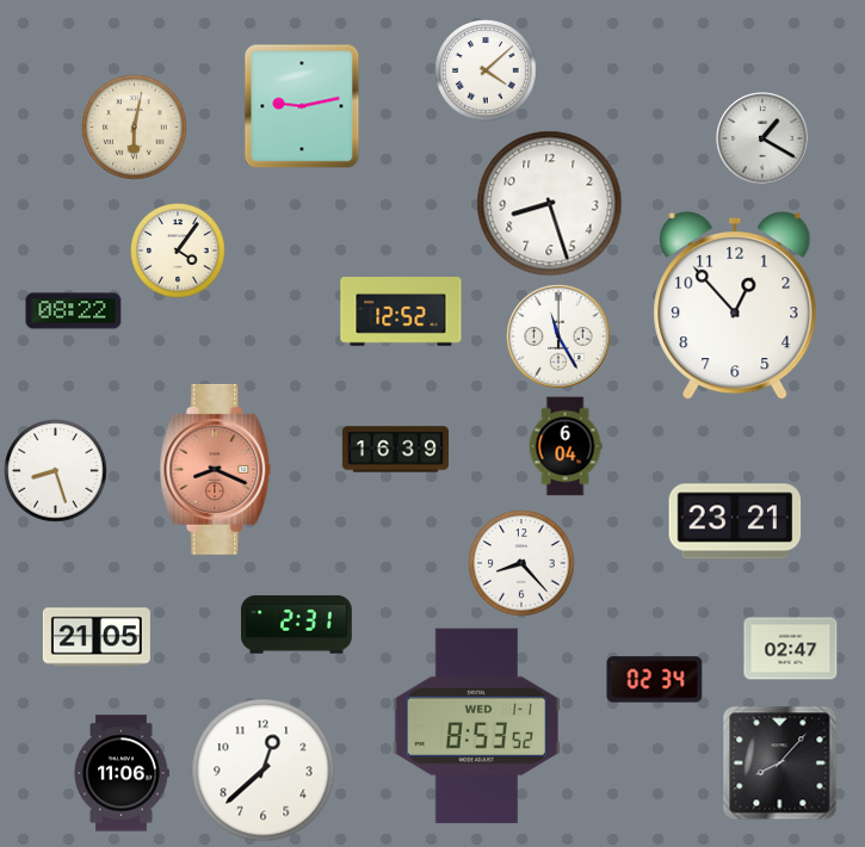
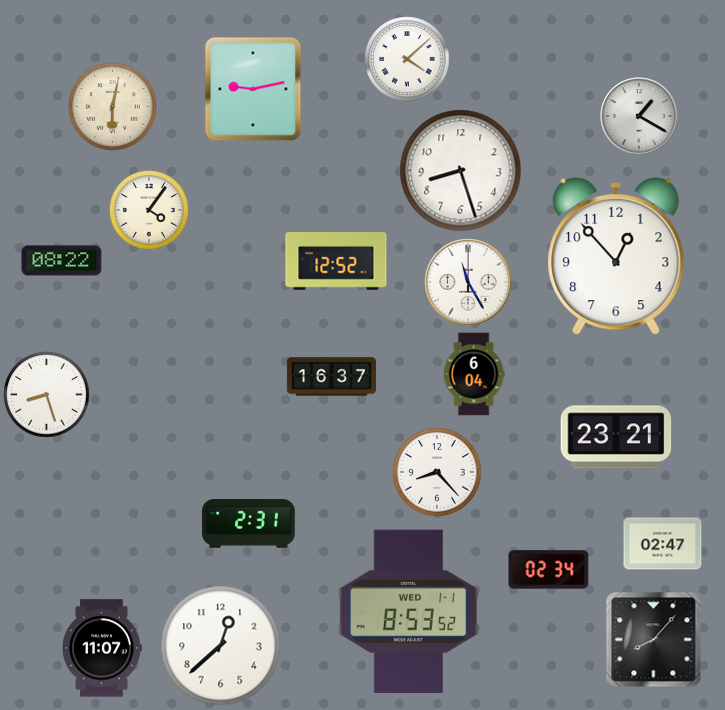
clock at (395, 450): 16:39 -> 16:37
clock at (216, 469): 8:19 -> none
clock at (97, 637): 21:05 -> none
clock at (476, 725) position: (476, 725) -> (408, 611)
clock at (122, 773): 11:06 -> 11:07
